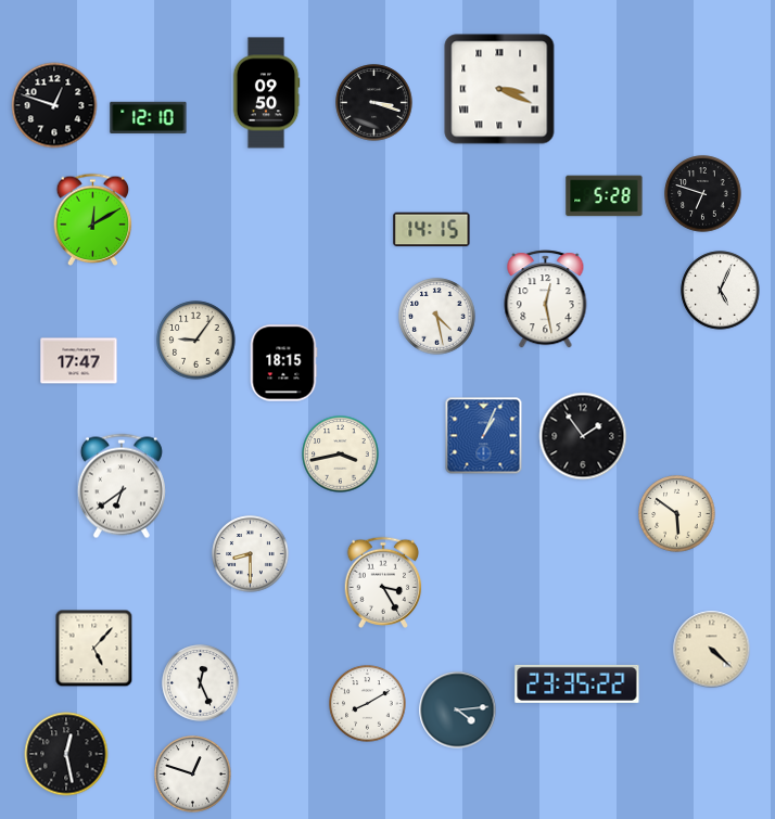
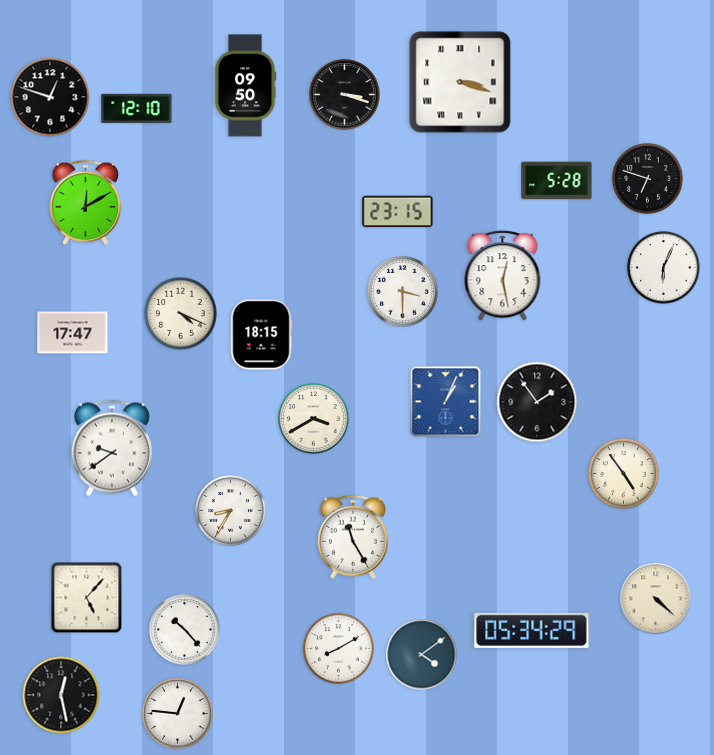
clock at (499, 89): 3:19 -> 3:18
clock at (432, 230): 14:15 -> 23:15
clock at (721, 291): 5:04 -> 6:04
clock at (437, 317): 4:28 -> 3:30
clock at (196, 341): 9:06 -> 4:19
clock at (341, 455): 3:43 -> 3:40
clock at (122, 486): 6:39 -> 9:39
clock at (677, 514): 5:51 -> 4:54
clock at (251, 554): 8:30 -> 8:35
clock at (383, 583): 3:25 -> 11:25
clock at (201, 683): 12:26 -> 10:23
clock at (577, 683): 23:35 -> 05:34
clock at (458, 711): 4:14 -> 4:09
clock at (193, 775): 12:48 -> 12:46
